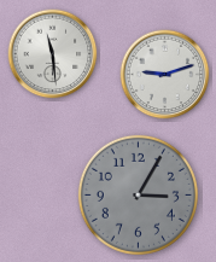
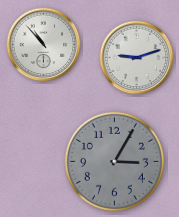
clock at (53, 54): 11:29 -> 10:53
clock at (165, 75) position: (165, 75) -> (137, 58)
